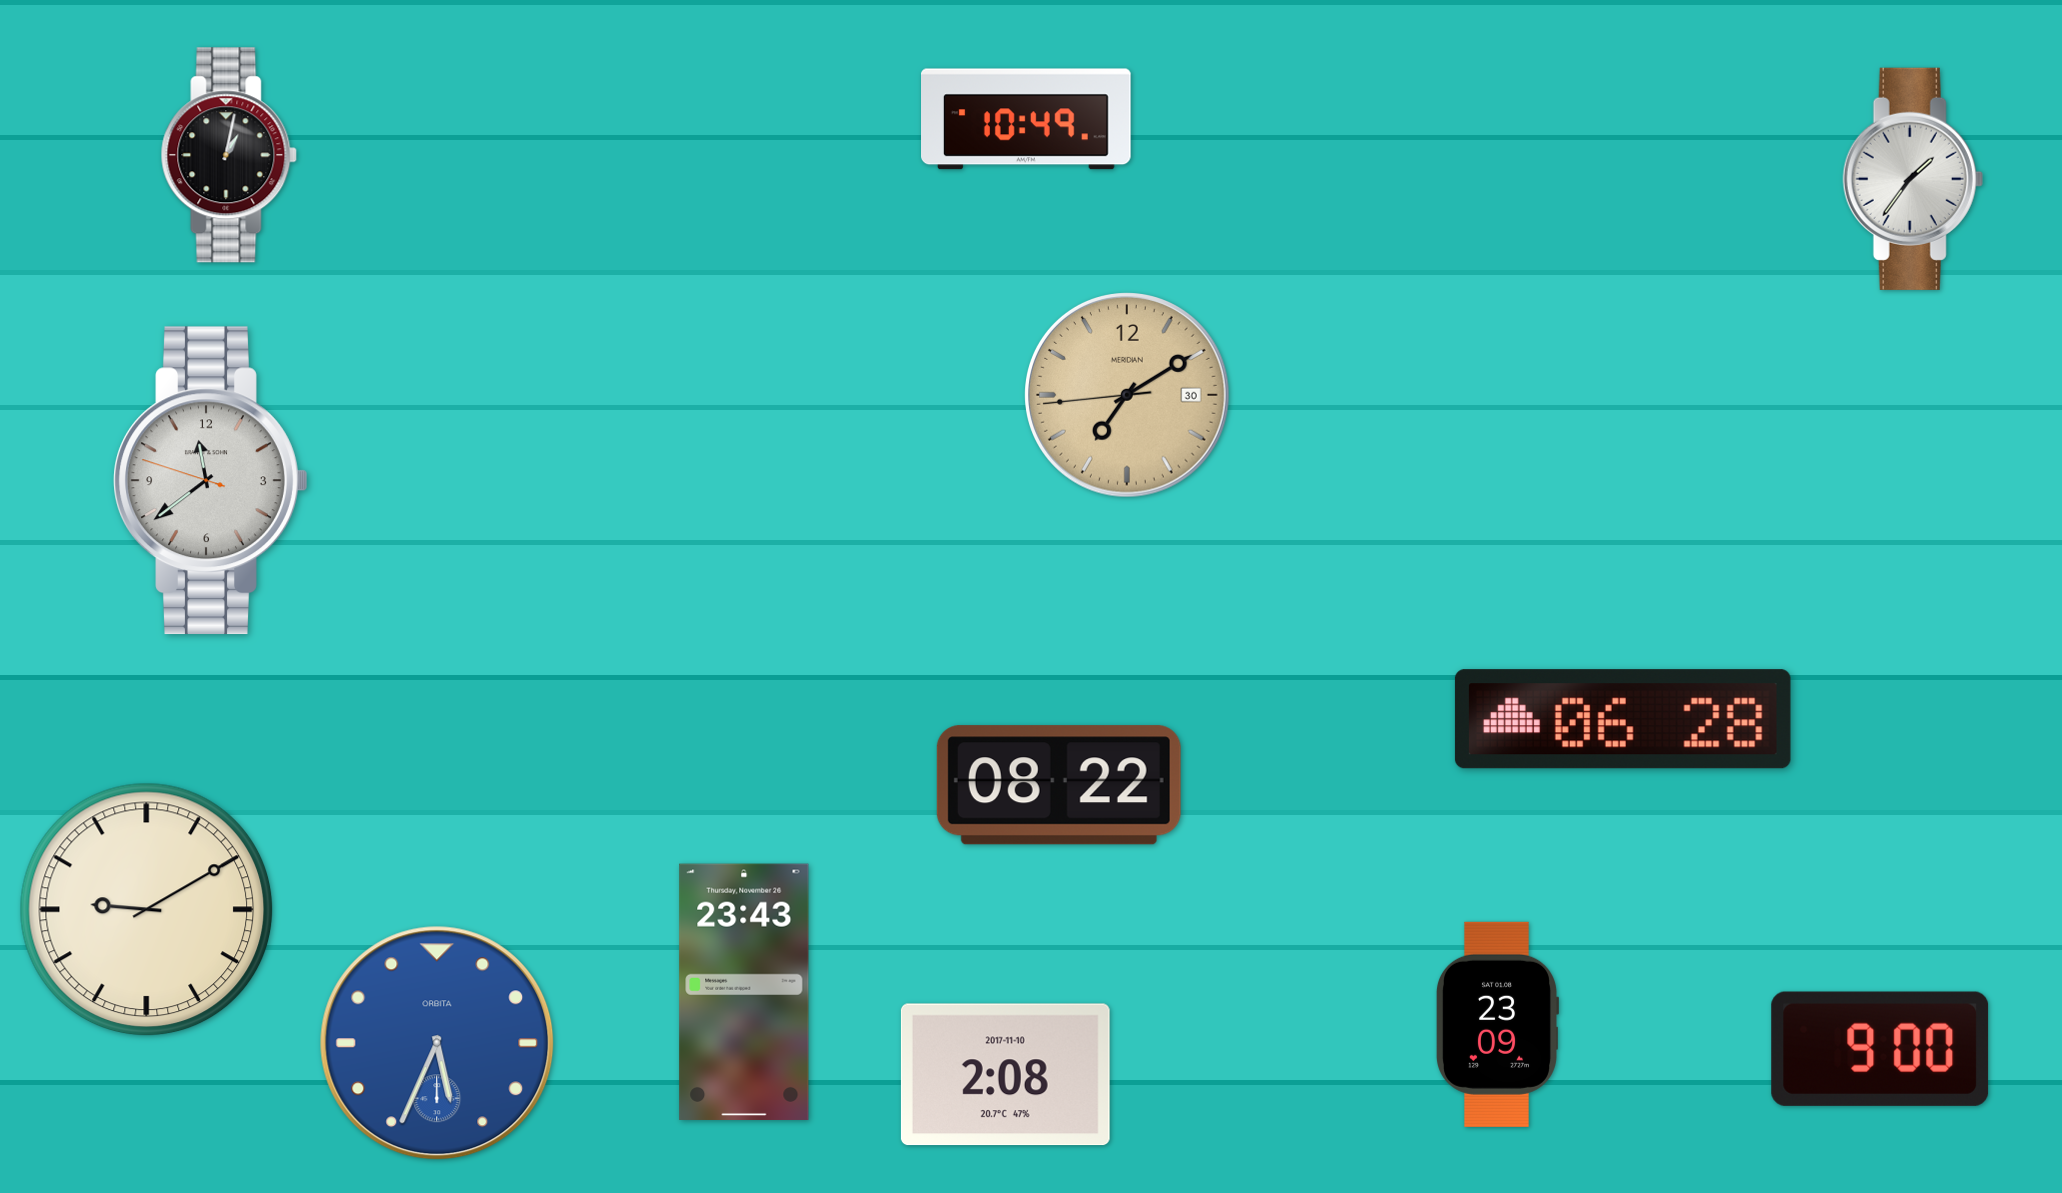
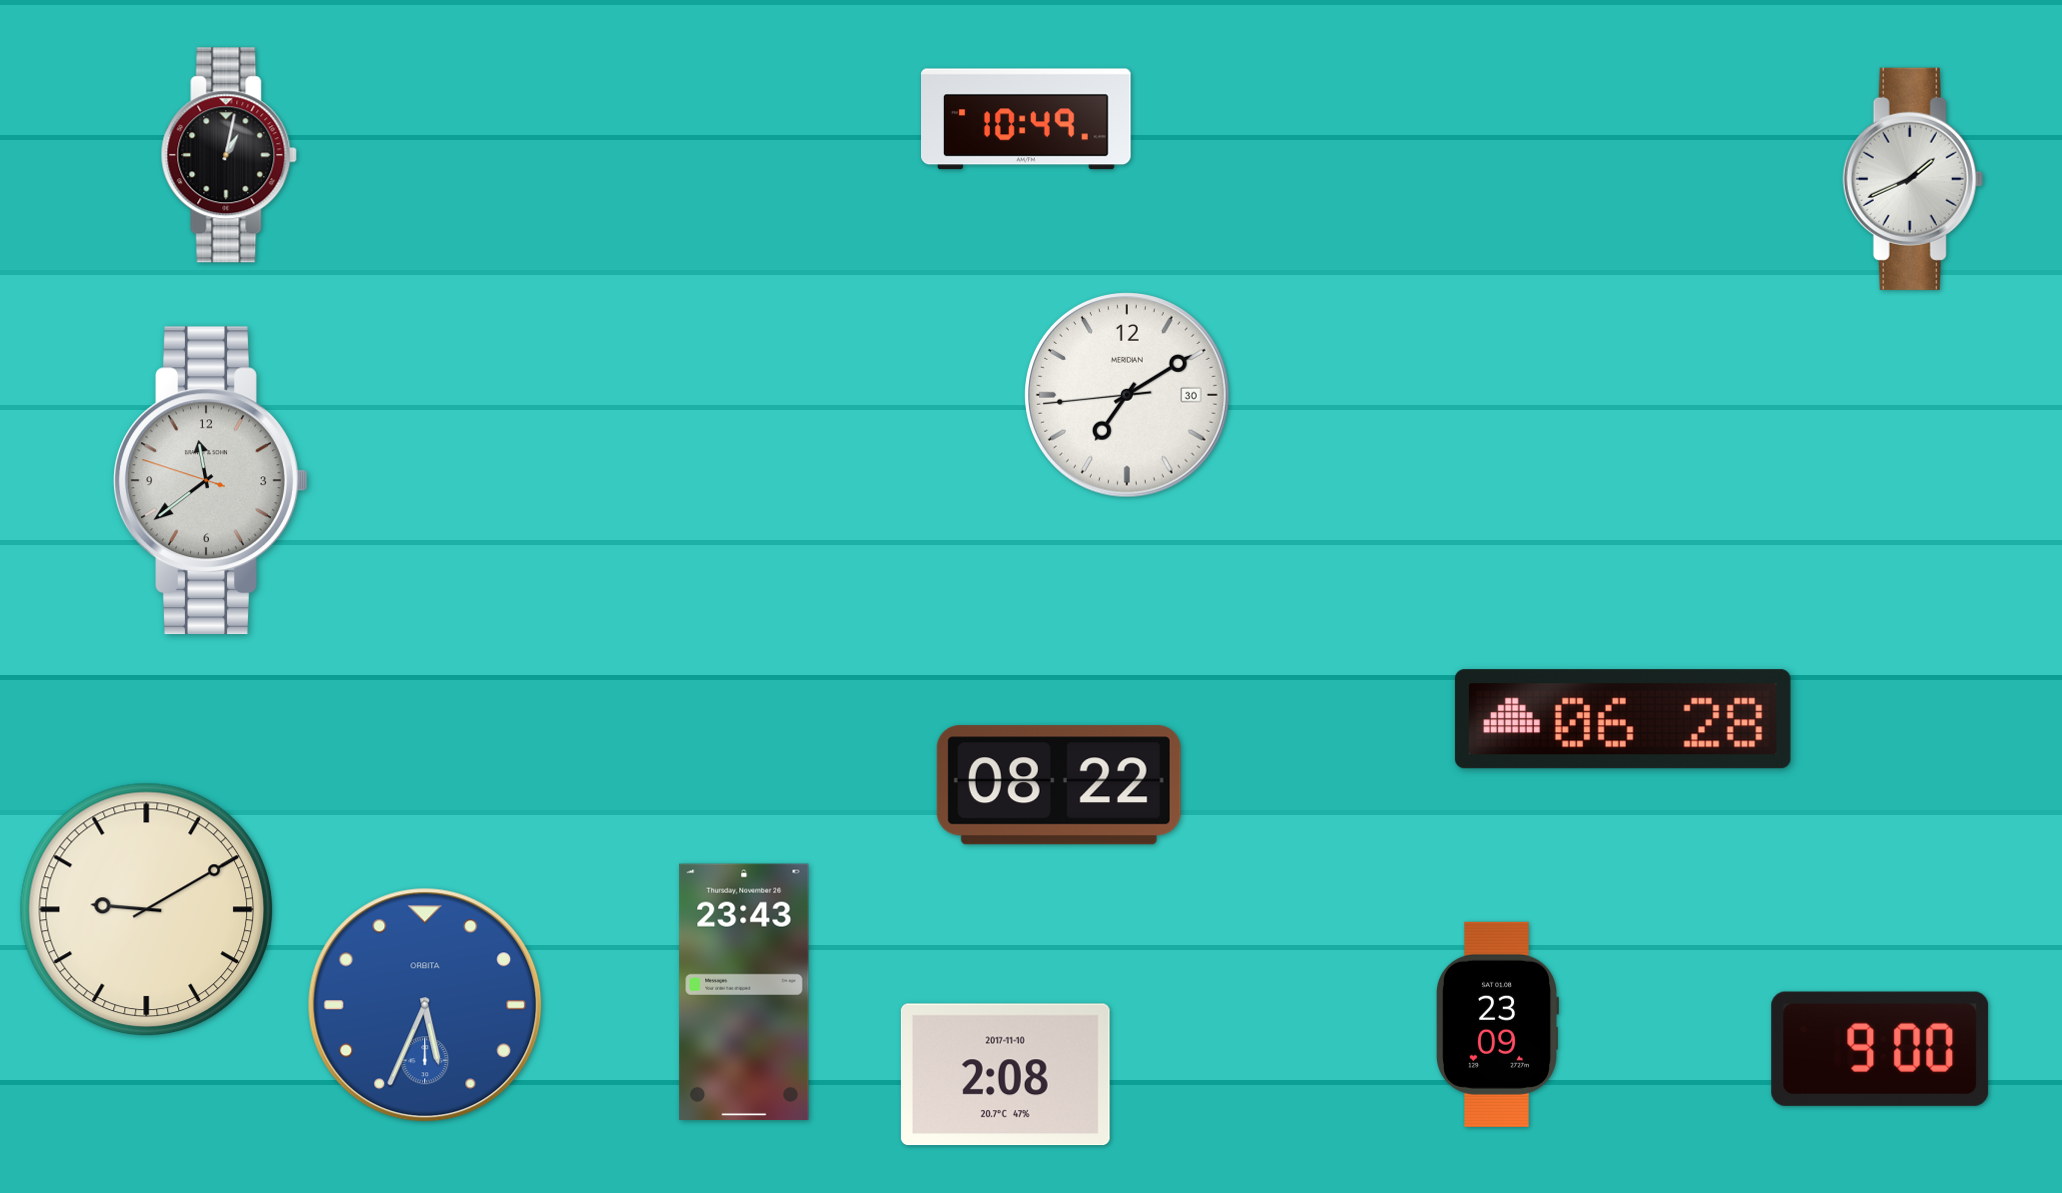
clock at (1913, 179): 1:36 -> 1:41
clock at (1128, 396) dial: champagne -> white
clock at (437, 1043) position: (437, 1043) -> (425, 1005)
